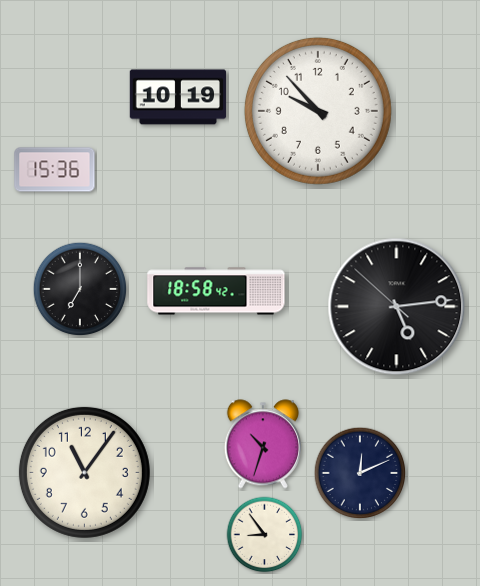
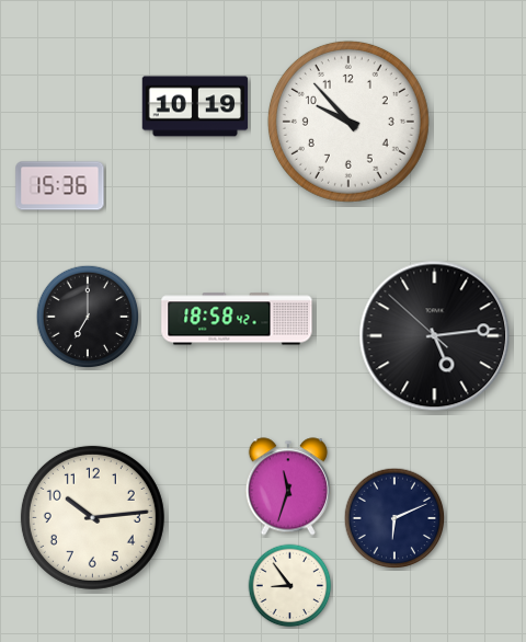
clock at (263, 444): 10:33 -> 11:33
clock at (84, 472): 11:06 -> 10:14
clock at (360, 473): 12:11 -> 6:11
